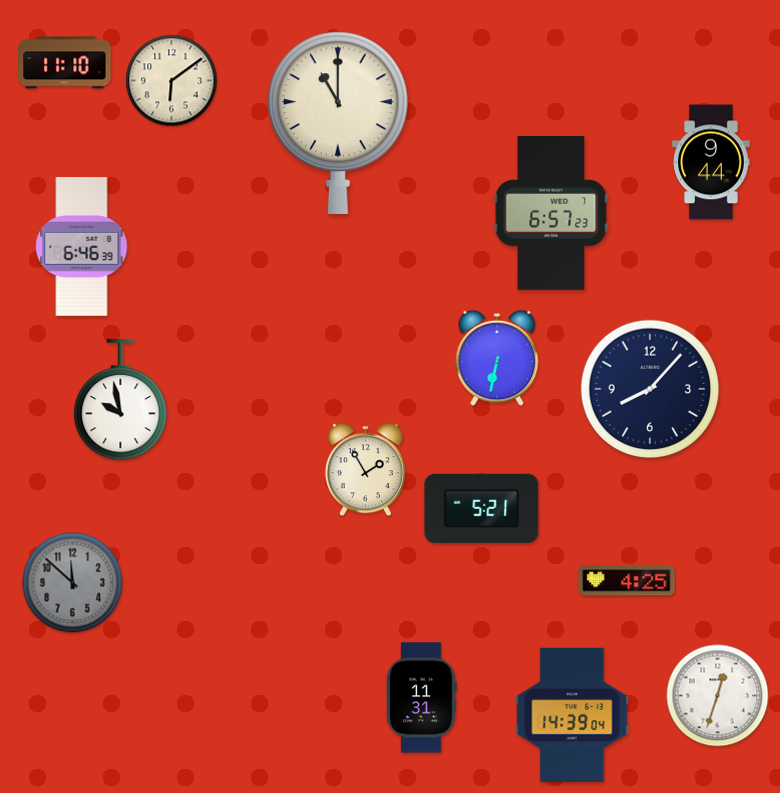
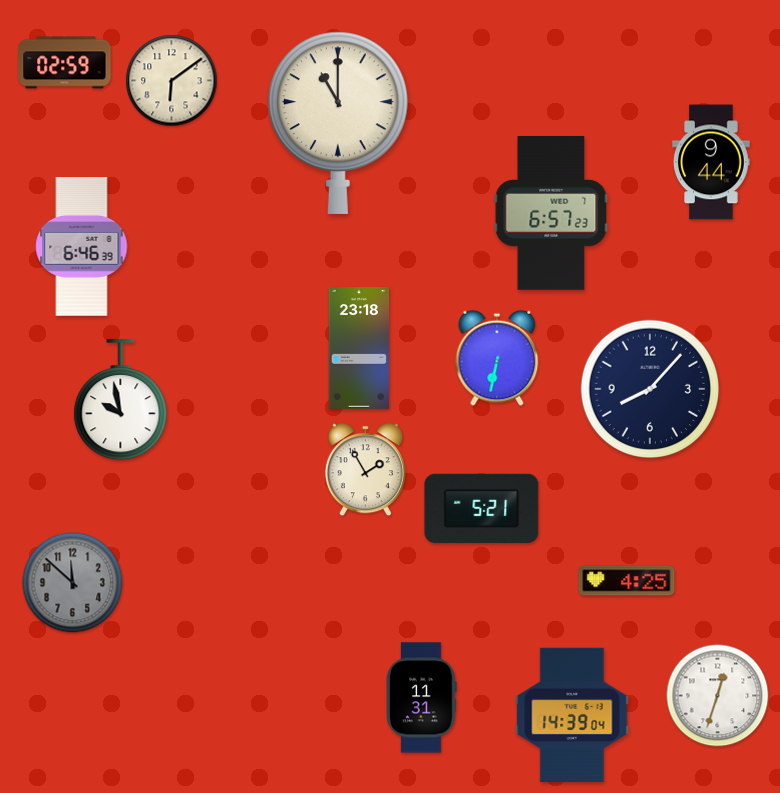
clock at (65, 63): 11:10 -> 02:59
clock at (359, 349): none -> 23:18
